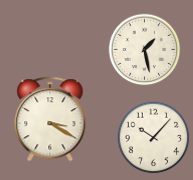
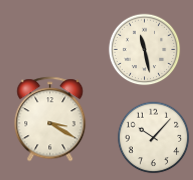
clock at (145, 50): 1:28 -> 11:28
